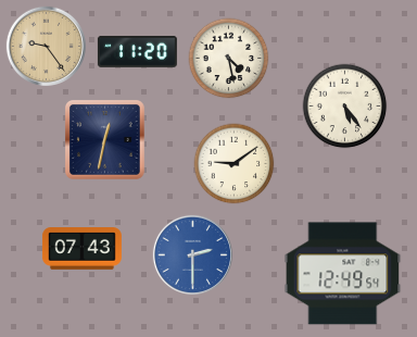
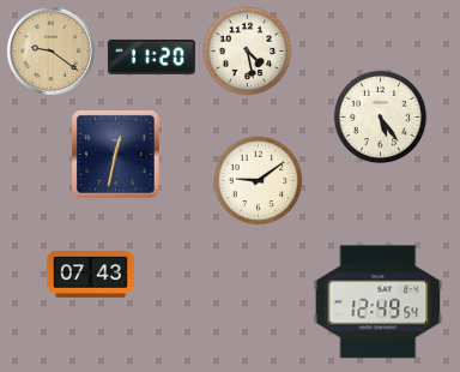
clock at (46, 46): 9:24 -> 9:21
clock at (229, 59) position: (229, 59) -> (248, 52)
clock at (192, 254): 2:30 -> none
